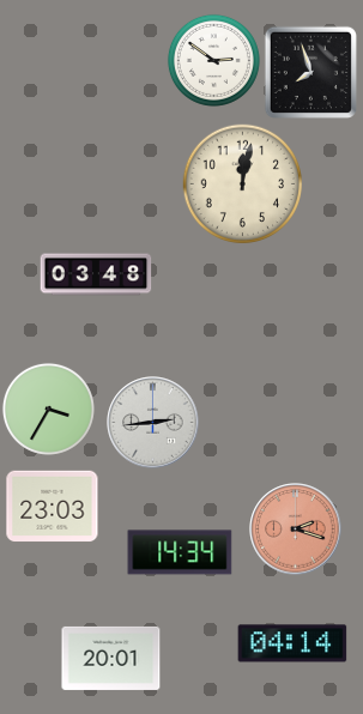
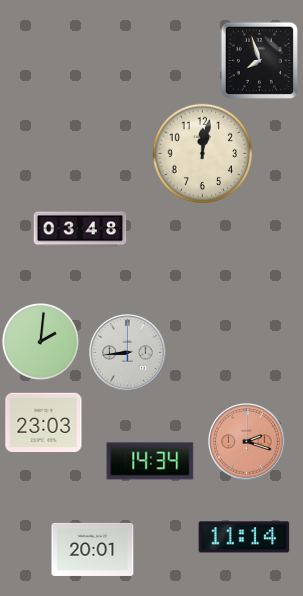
clock at (213, 60): 2:51 -> none
clock at (48, 409): 3:35 -> 2:01
clock at (153, 423): 2:44 -> 8:44
clock at (292, 643): 04:14 -> 11:14
